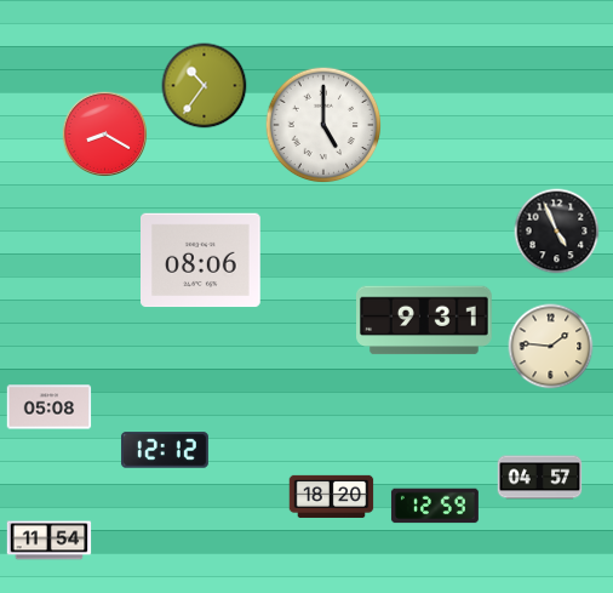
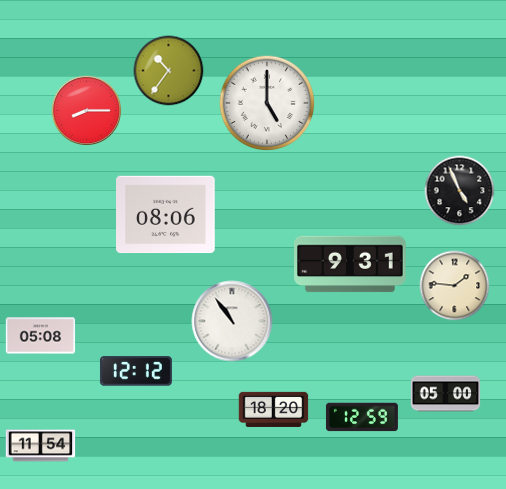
clock at (104, 133): 8:20 -> 8:15
clock at (232, 321): none -> 10:54
clock at (540, 478): 04:57 -> 05:00
clock at (435, 506) position: (435, 506) -> (362, 417)
